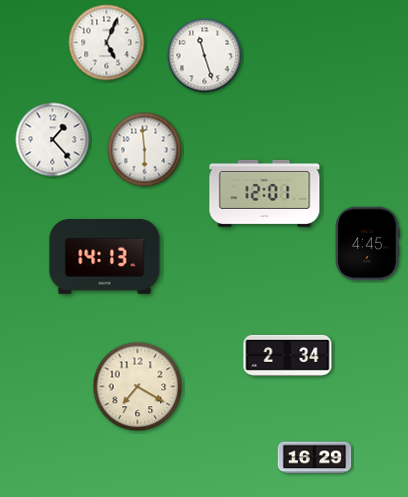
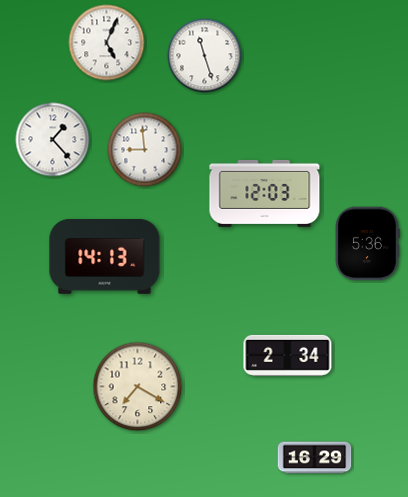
clock at (145, 150): 5:59 -> 8:59
clock at (265, 193): 12:01 -> 12:03
clock at (367, 244): 4:45 -> 5:36
